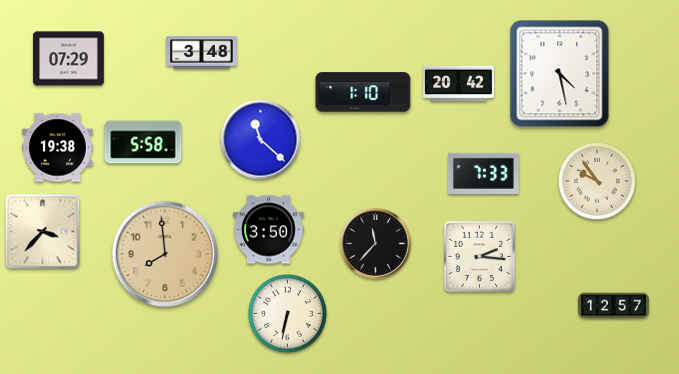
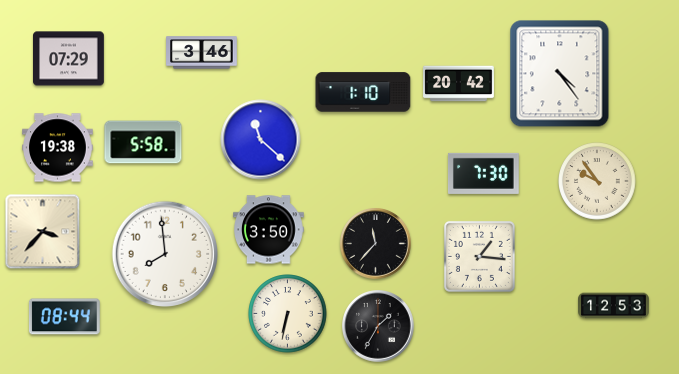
clock at (202, 53): 3:48 -> 3:46
clock at (560, 74): 4:28 -> 4:24
clock at (483, 173): 7:33 -> 7:30
clock at (165, 254) dial: champagne -> white
clock at (479, 256): 2:16 -> 1:16
clock at (614, 306): 12:57 -> 12:53
clock at (64, 317): none -> 08:44
clock at (378, 326): none -> 1:35
